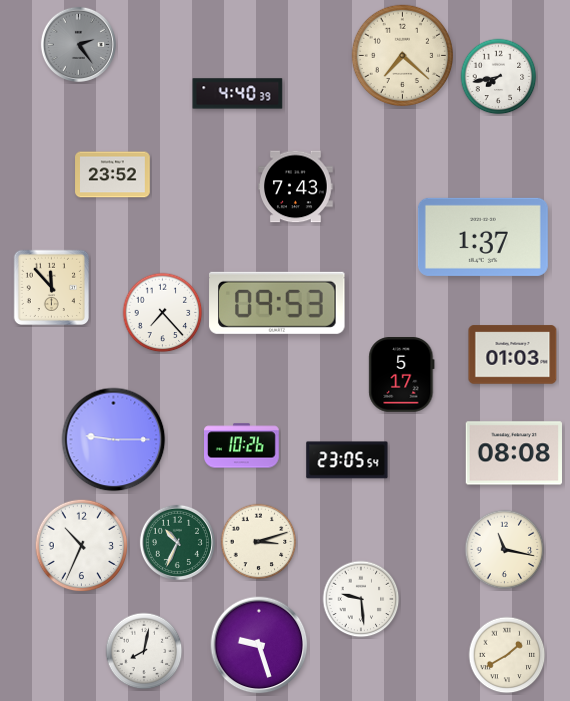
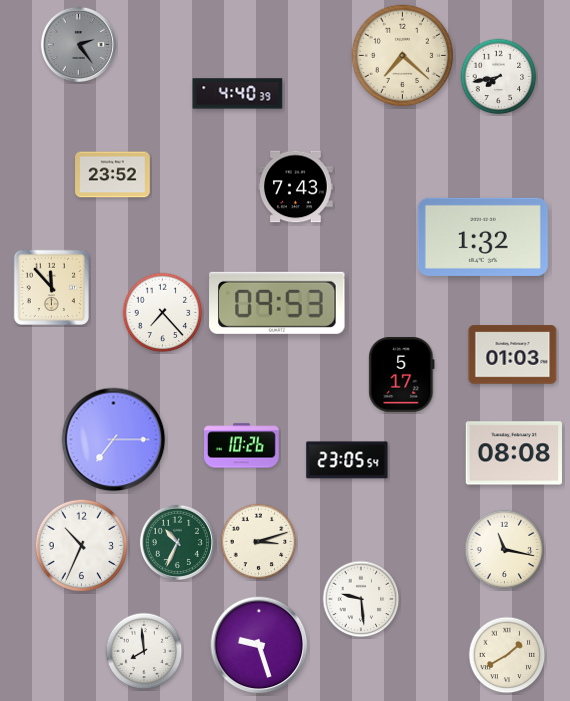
clock at (483, 237): 1:37 -> 1:32
clock at (114, 440): 9:15 -> 7:15
clock at (144, 651): 8:02 -> 7:59
